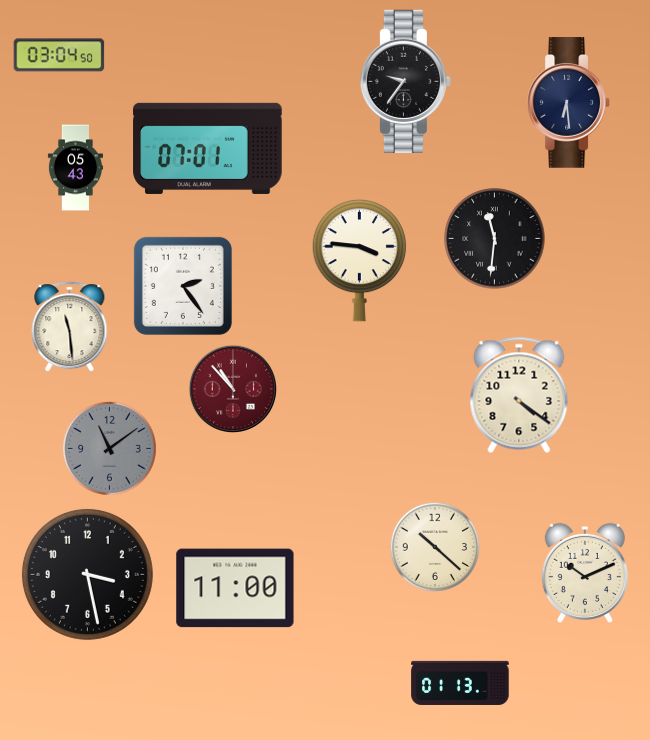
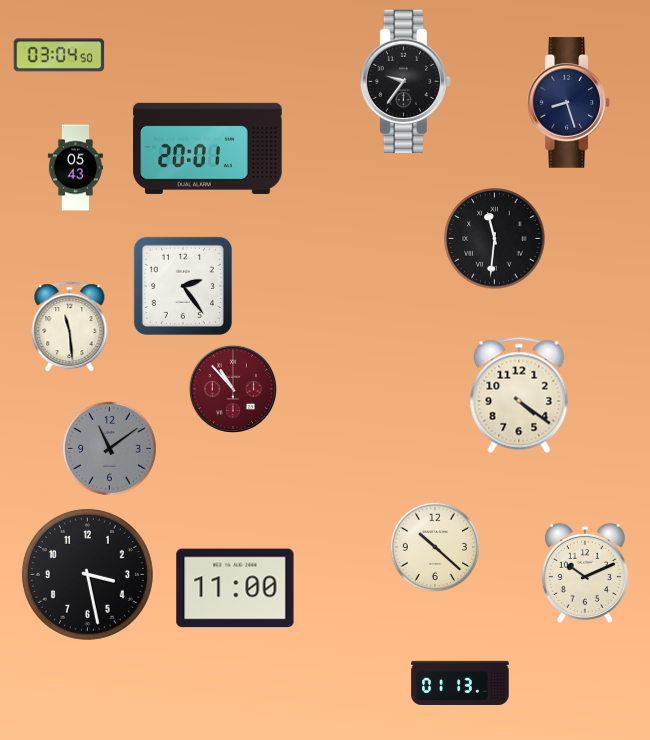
clock at (568, 103): 6:29 -> 8:27
clock at (208, 148): 07:01 -> 20:01
clock at (359, 260): 3:46 -> none
